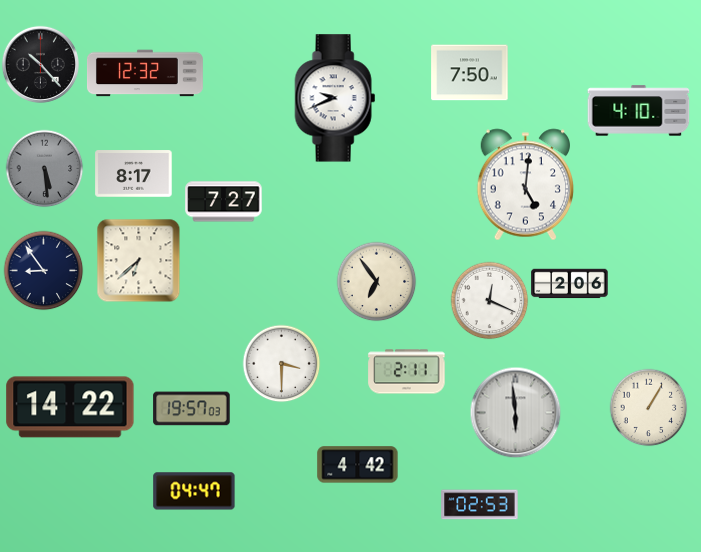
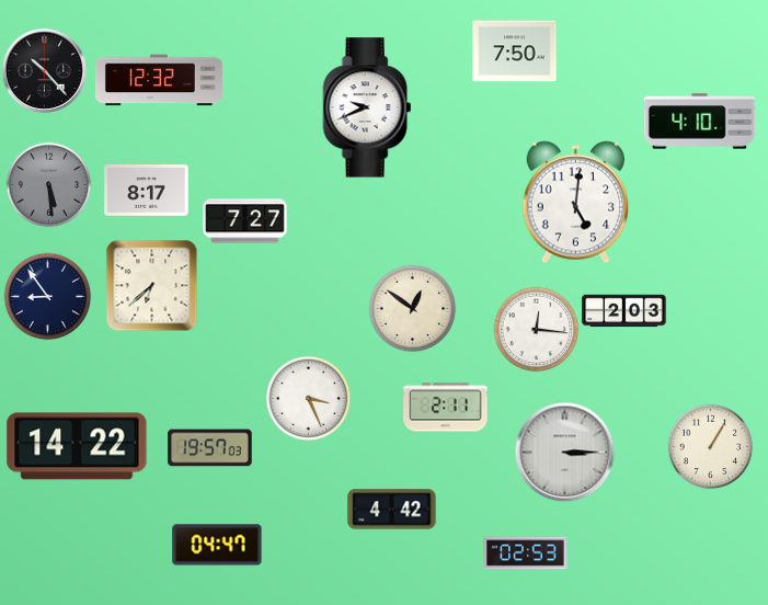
clock at (470, 73) position: (470, 73) -> (515, 52)
clock at (376, 281): 6:54 -> 12:51
clock at (570, 284): 2:06 -> 2:03
clock at (489, 300): 12:19 -> 12:16
clock at (281, 363): 3:30 -> 3:26
clock at (515, 412): 5:59 -> 3:15
clock at (194, 491) position: (194, 491) -> (217, 545)
